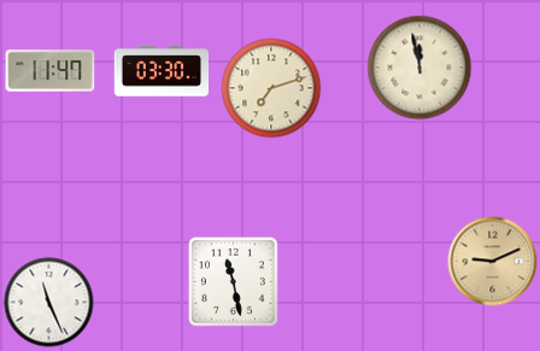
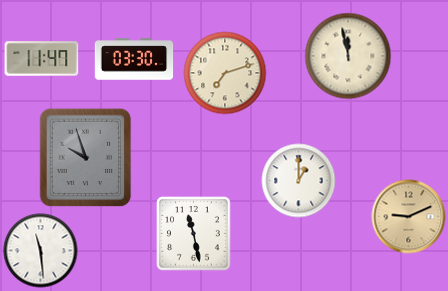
clock at (86, 158): none -> 9:57
clock at (299, 181): none -> 1:00
clock at (49, 303): 11:26 -> 11:29
